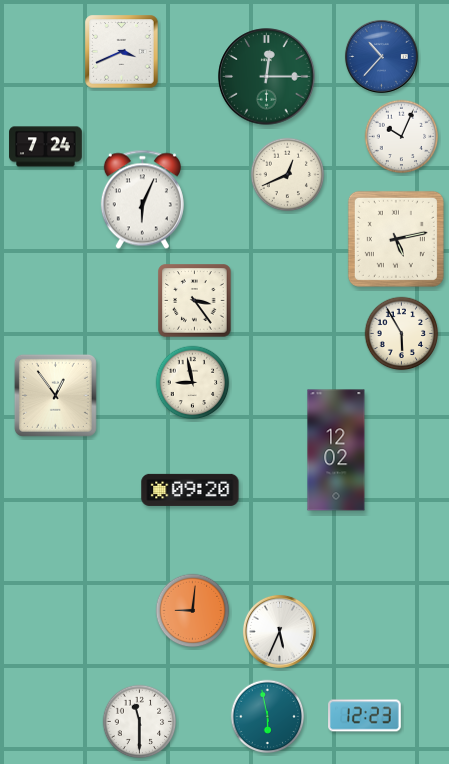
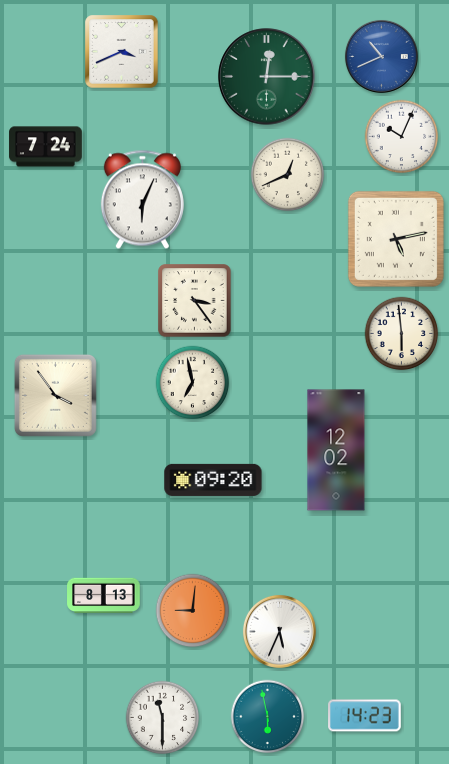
clock at (381, 56): 10:37 -> 10:41
clock at (402, 334): 5:55 -> 5:59
clock at (193, 383): 8:58 -> 6:58
clock at (55, 395): 12:54 -> 3:54
clock at (190, 490) position: (190, 490) -> (213, 480)
clock at (104, 596): none -> 8:13
clock at (365, 716): 12:23 -> 14:23
clock at (140, 722) position: (140, 722) -> (163, 718)
